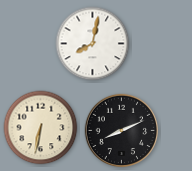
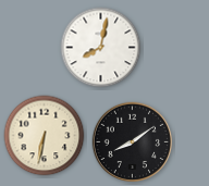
clock at (41, 128) position: (41, 128) -> (45, 136)
clock at (122, 131): 8:11 -> 8:09
